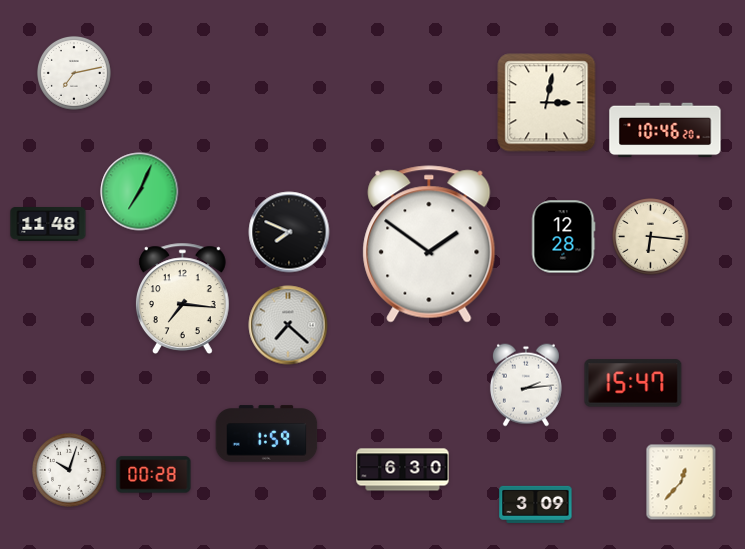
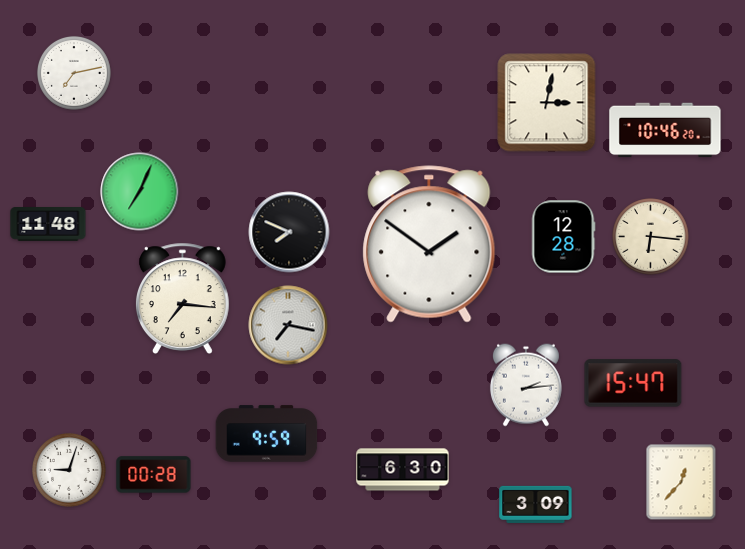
clock at (288, 325): 7:22 -> 7:17
clock at (267, 434): 1:59 -> 9:59
clock at (69, 470): 10:03 -> 9:03
